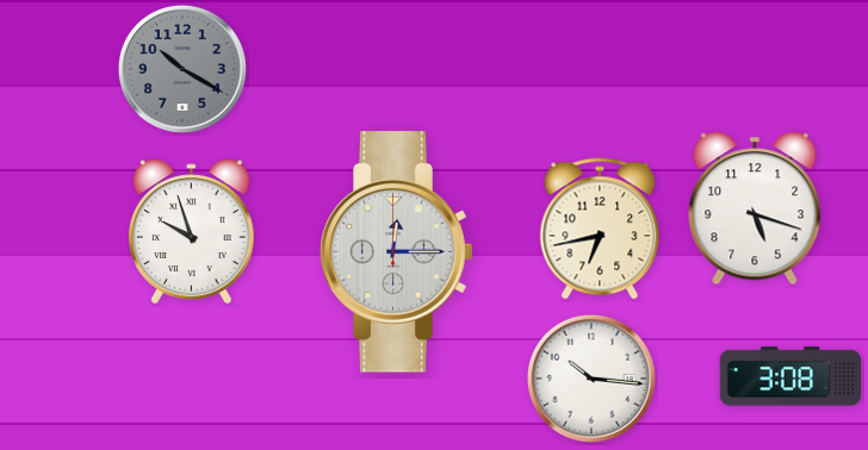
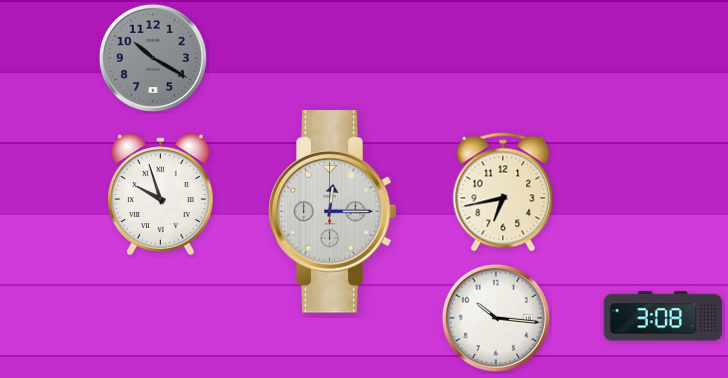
clock at (755, 208): 5:18 -> none
